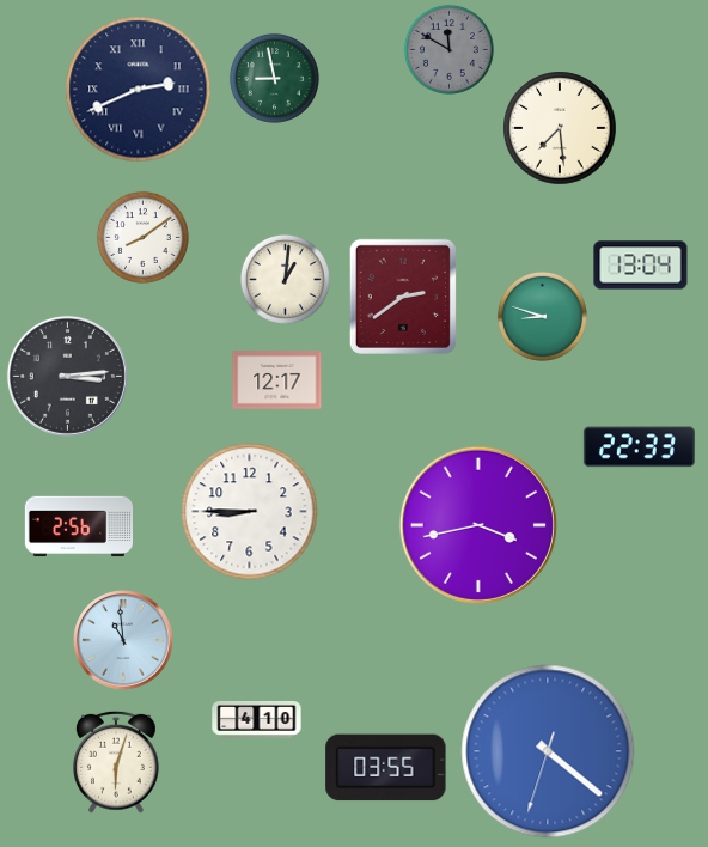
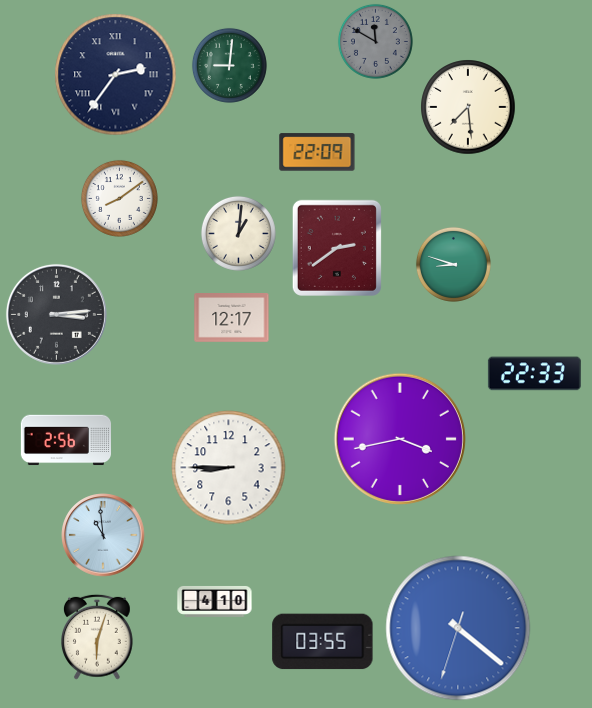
clock at (274, 78): 8:58 -> 9:01
clock at (139, 90): 2:41 -> 2:36
clock at (317, 152): none -> 22:09
clock at (641, 266): 13:04 -> none
clock at (250, 512) position: (250, 512) -> (229, 468)
